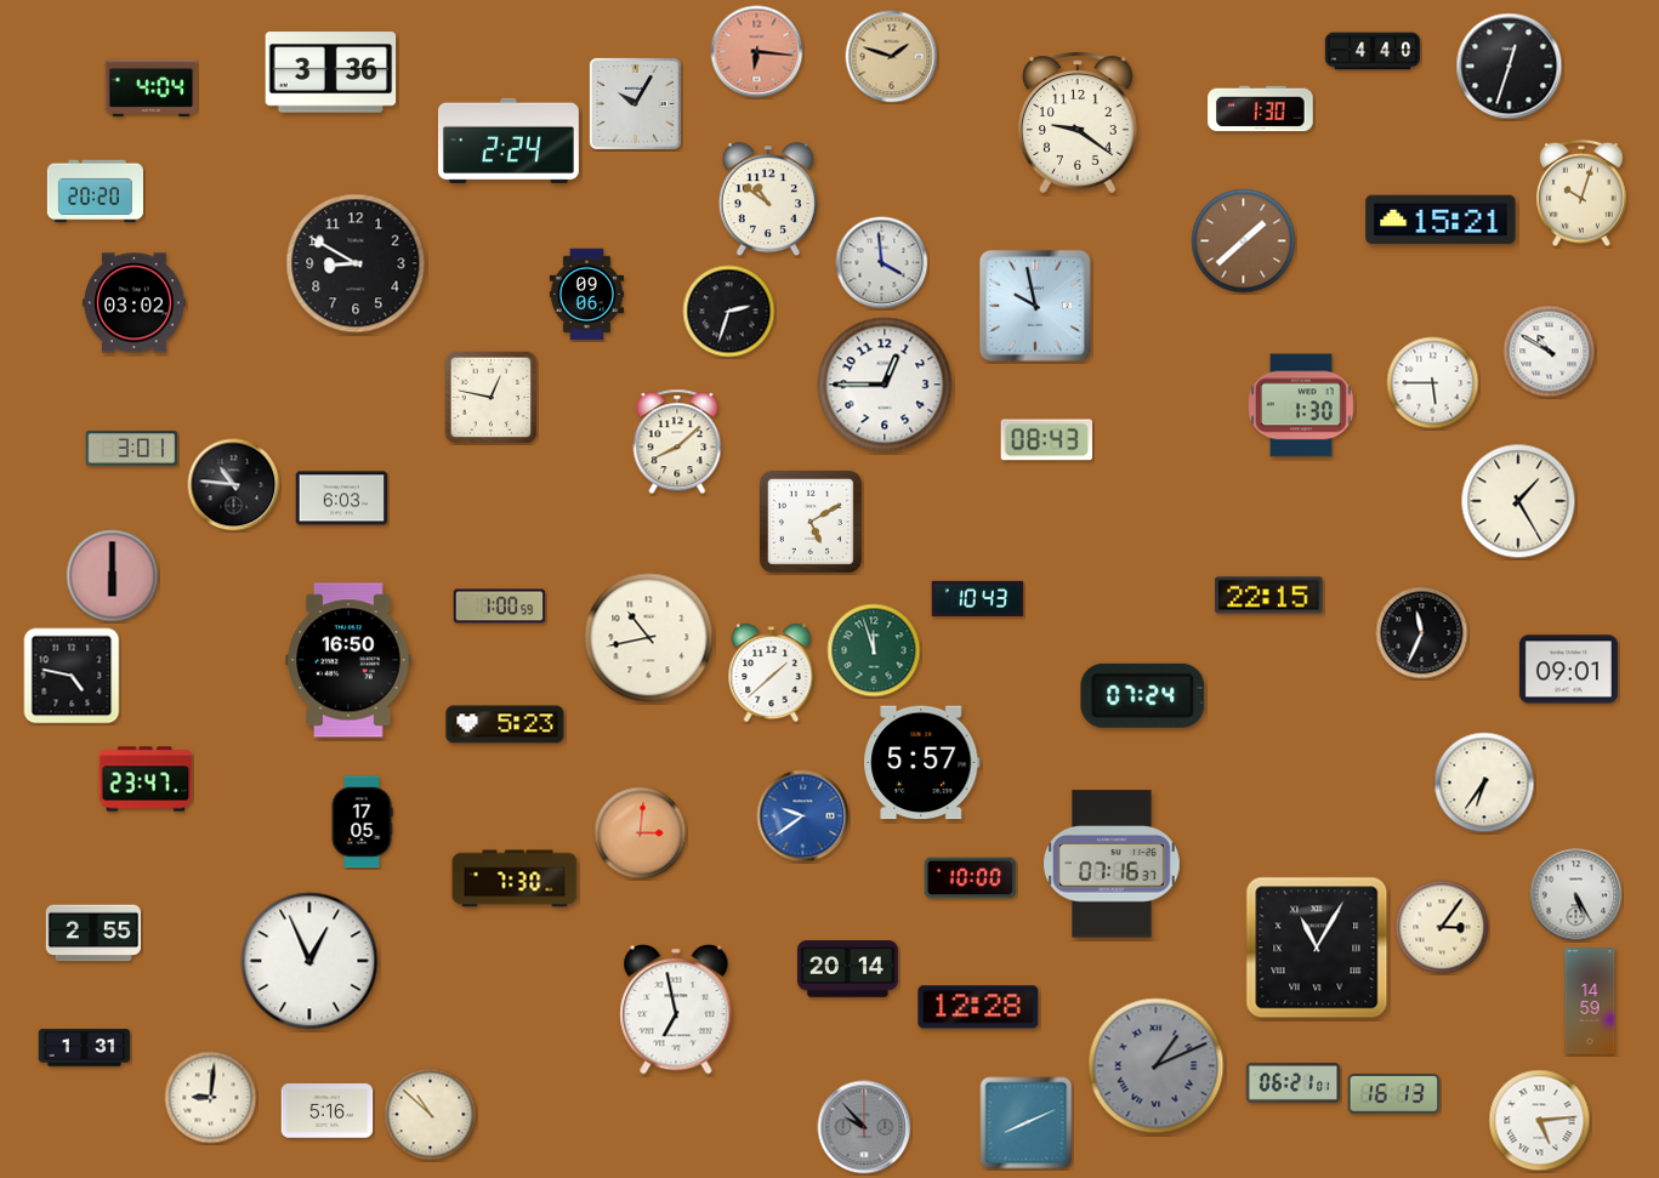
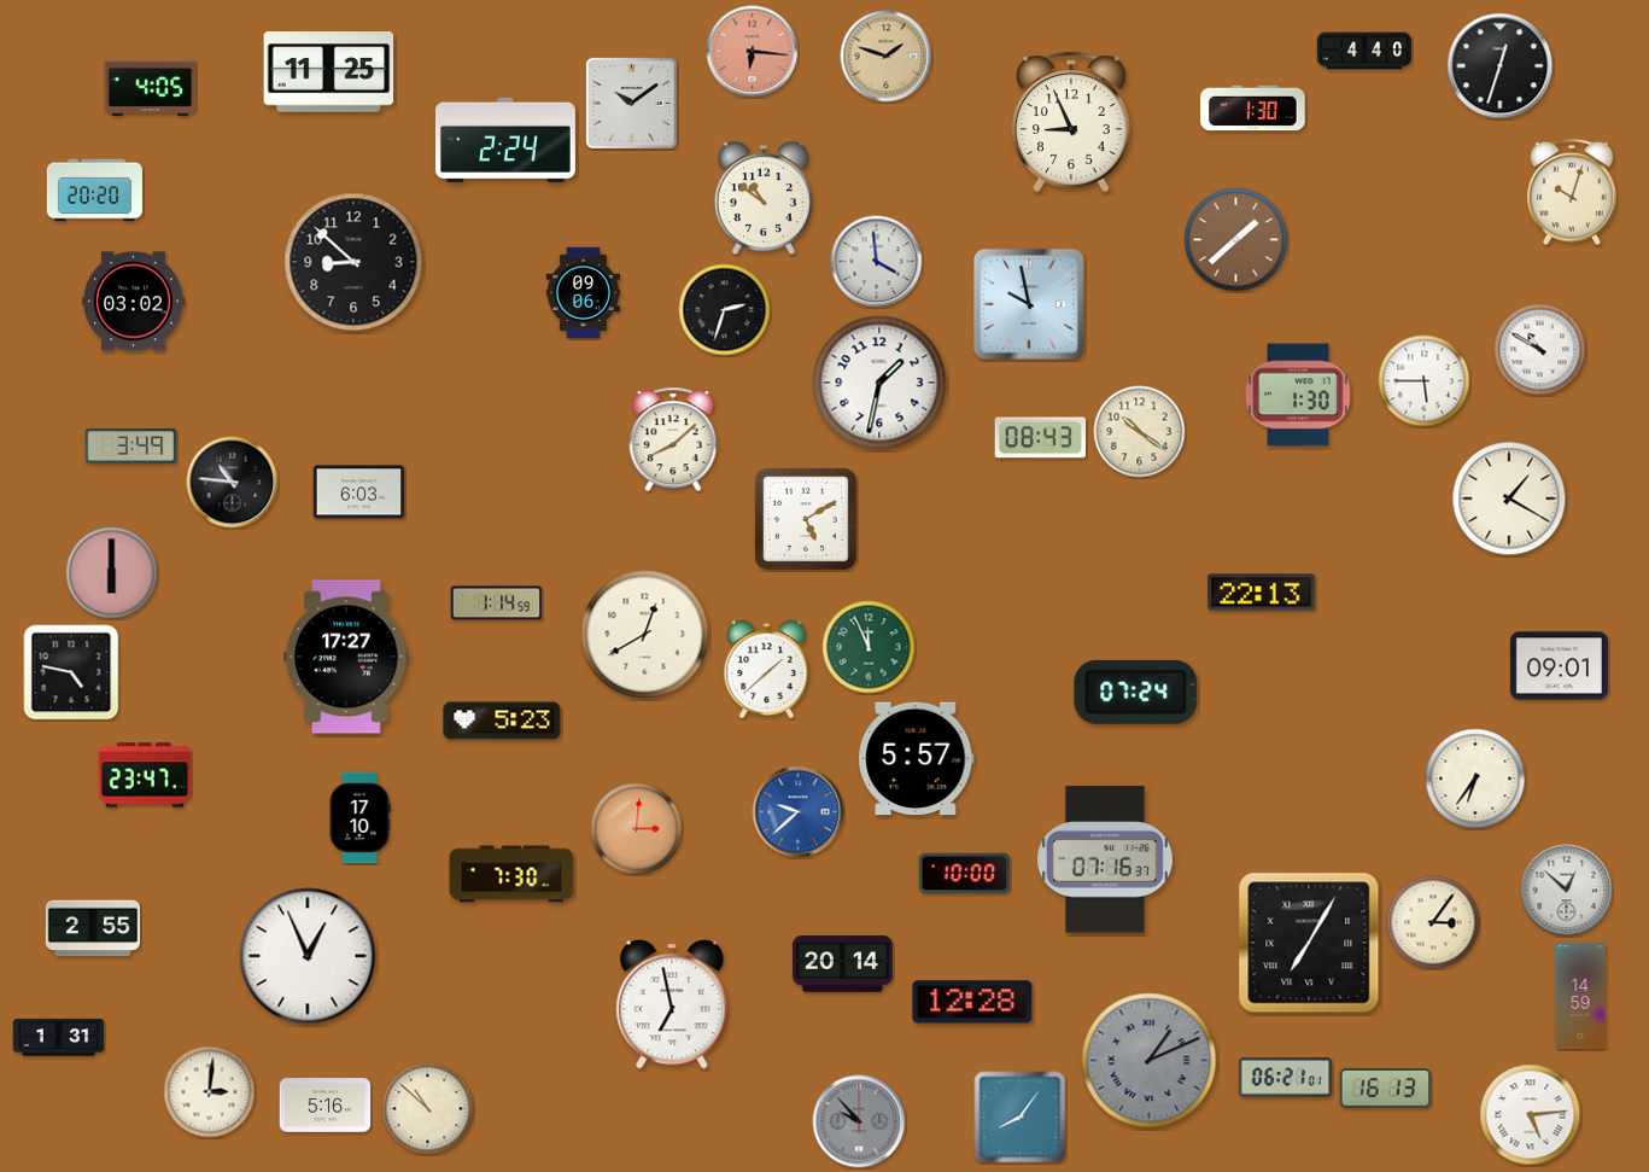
clock at (331, 73): 3:36 -> 11:25
clock at (152, 87): 4:04 -> 4:05
clock at (635, 103): 10:05 -> 10:09
clock at (1079, 123): 9:21 -> 8:56
clock at (1441, 220): 15:21 -> none
clock at (356, 263): 8:50 -> 8:52
clock at (885, 385): 12:45 -> 1:32
clock at (490, 397): 12:47 -> none
clock at (1301, 405) position: (1301, 405) -> (1298, 395)
clock at (1140, 432): none -> 10:21
clock at (132, 449): 3:01 -> 3:49
clock at (342, 499) position: (342, 499) -> (359, 492)
clock at (1518, 501): 1:25 -> 1:20
clock at (1269, 596): 22:15 -> 22:13
clock at (978, 599): 10:43 -> none
clock at (500, 607): 1:00 -> 1:14
clock at (1422, 633): 11:34 -> none
clock at (649, 638): 10:43 -> 12:40
clock at (874, 650): 11:57 -> 11:56
clock at (348, 660): 16:50 -> 17:27
clock at (803, 816): 9:39 -> 9:38
clock at (362, 823): 17:05 -> 17:10
clock at (1576, 895): 5:25 -> 12:52
clock at (1317, 947): 11:05 -> 7:05
clock at (85, 1048) position: (85, 1048) -> (59, 1038)
clock at (211, 1098): 9:01 -> 3:01
clock at (1027, 1123): 8:11 -> 8:06
